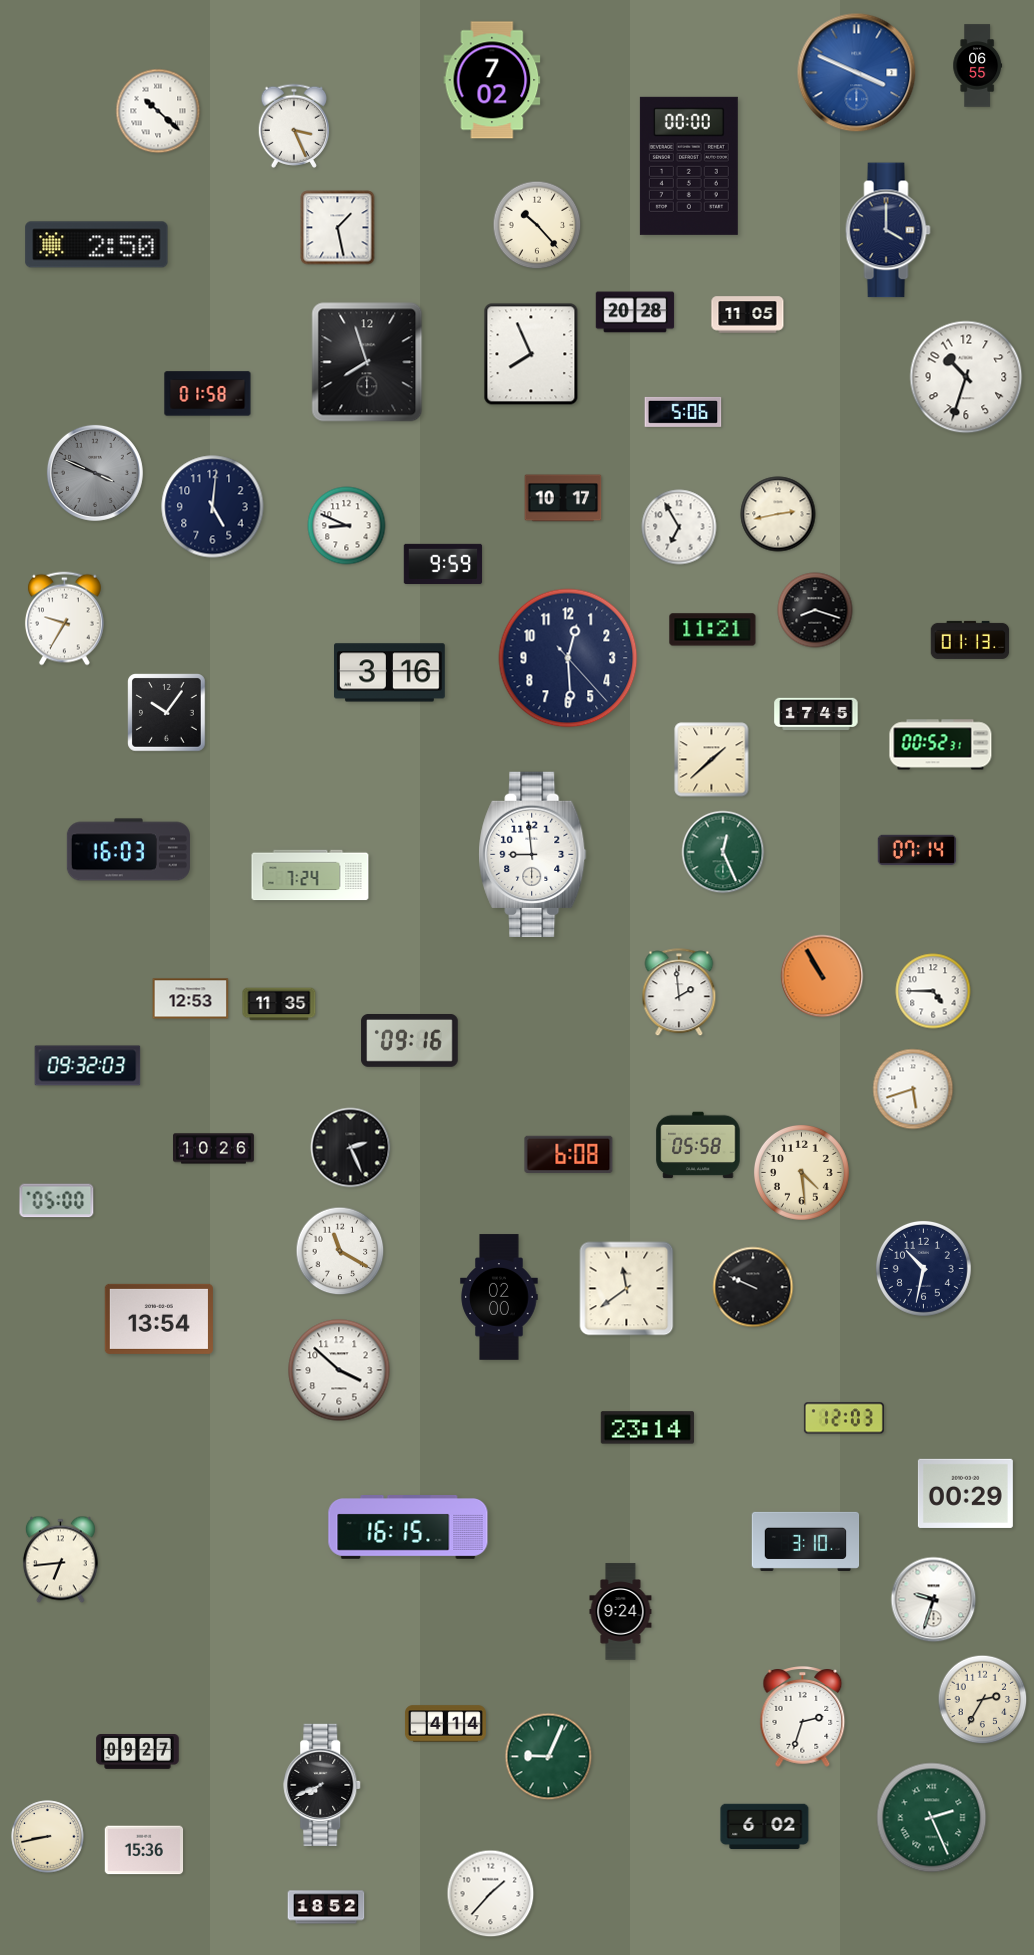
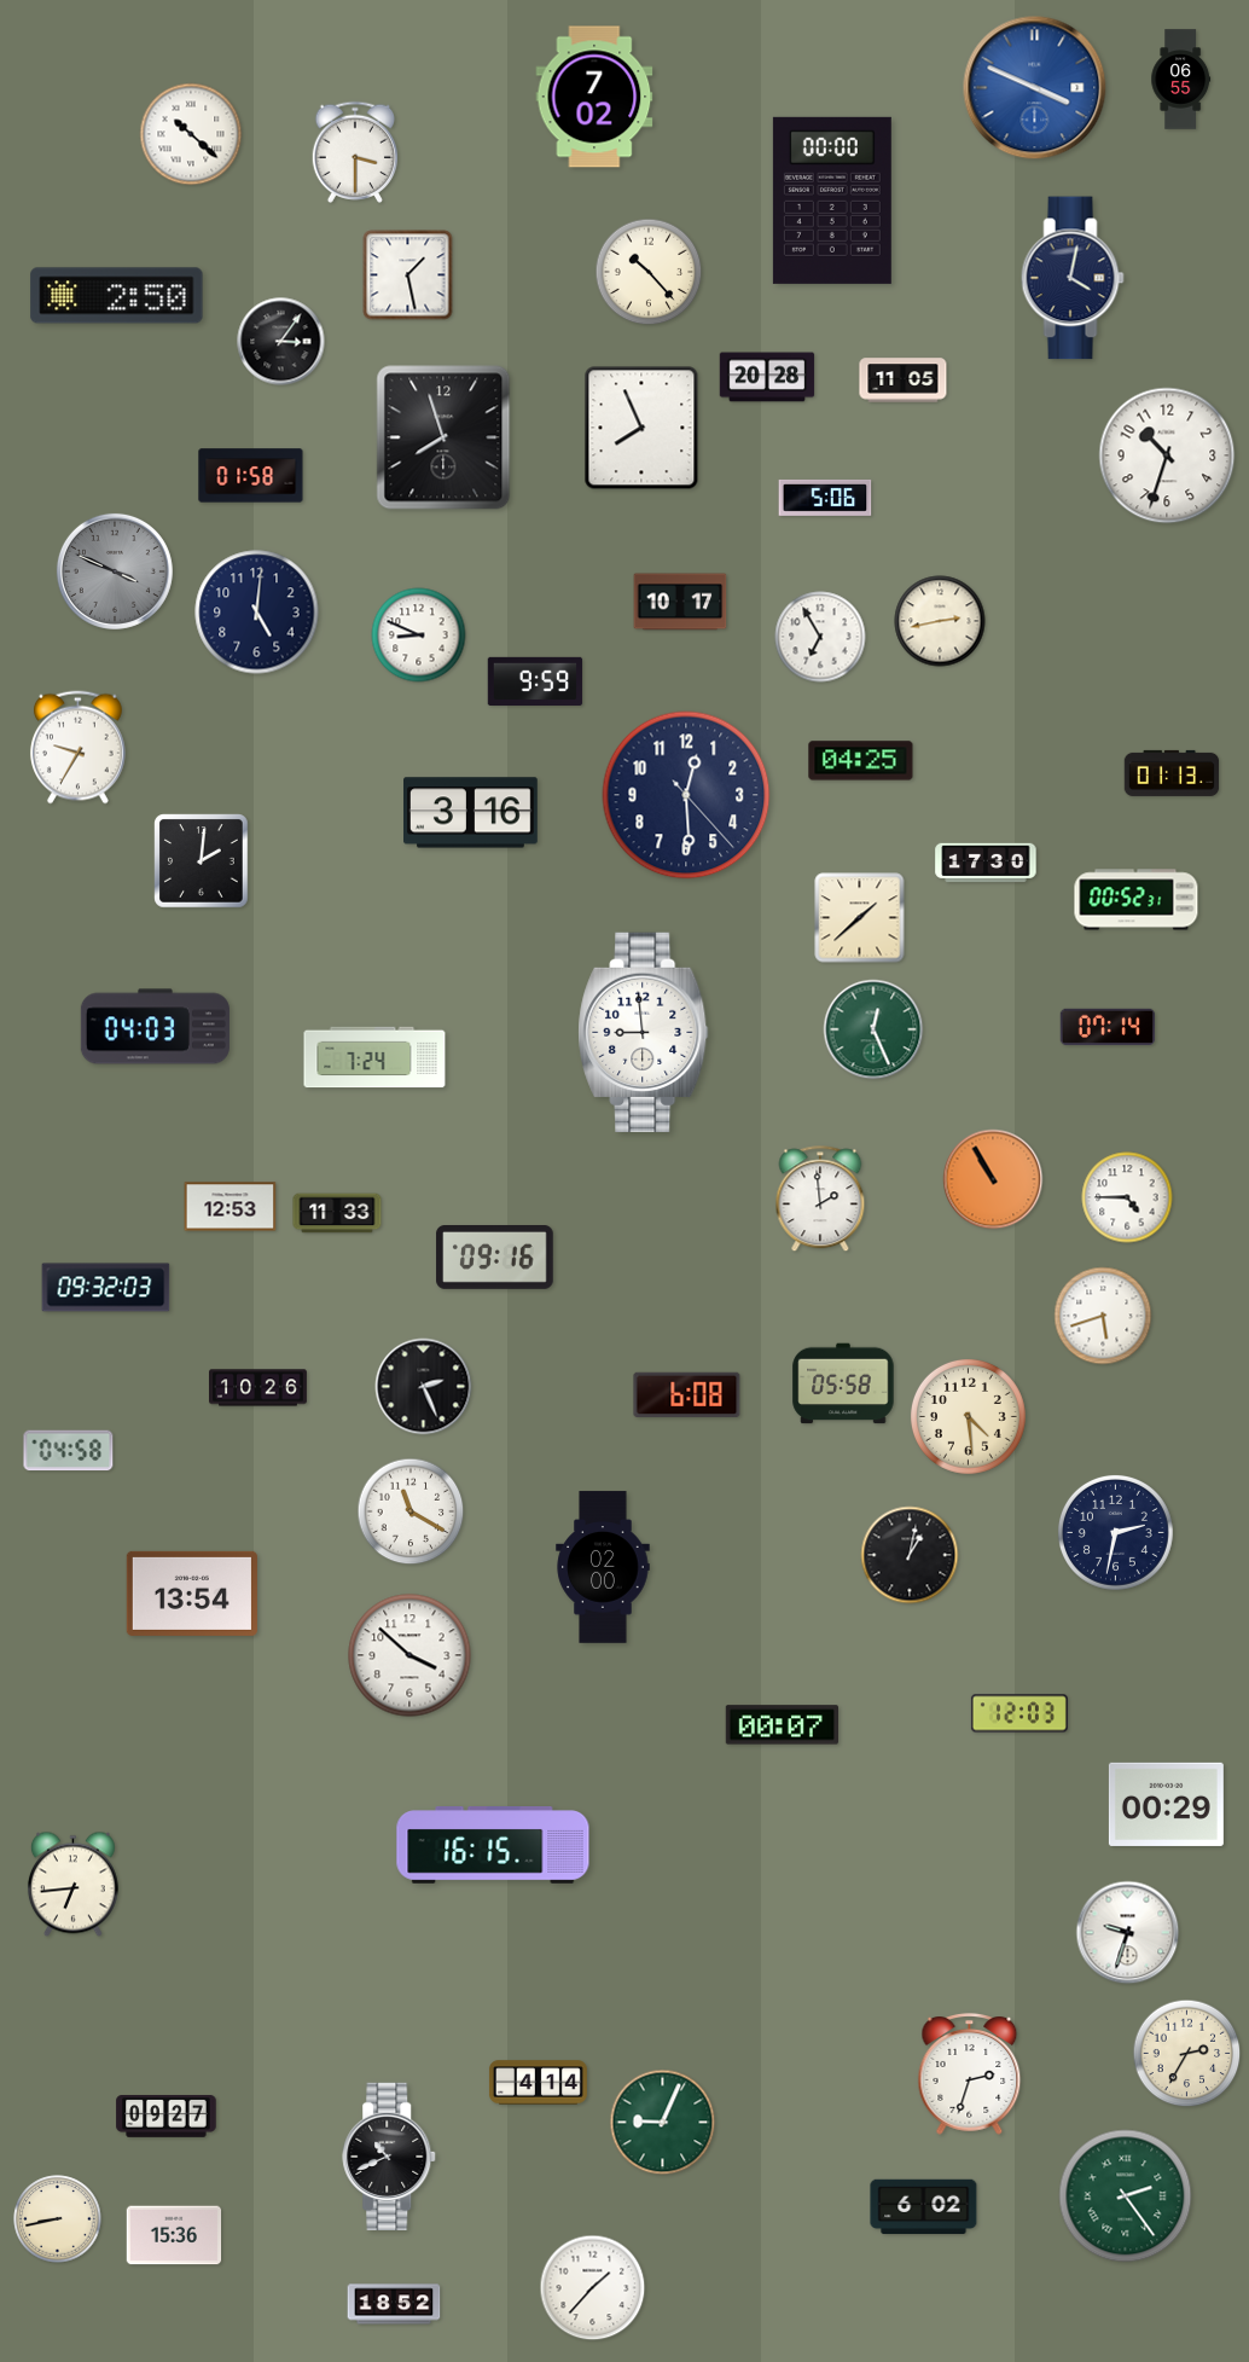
clock at (294, 126): 3:26 -> 3:30
clock at (888, 230): 4:00 -> 4:02
clock at (281, 342): none -> 3:06
clock at (815, 610): 8:18 -> none
clock at (713, 630): 11:21 -> 04:25
clock at (167, 713): 10:06 -> 2:01
clock at (816, 714): 17:45 -> 17:30
clock at (128, 850): 16:03 -> 04:03
clock at (279, 1004): 11:35 -> 11:33
clock at (57, 1201): 05:00 -> 04:58
clock at (923, 1268): 10:32 -> 2:32
clock at (753, 1287): 9:49 -> 1:02
clock at (627, 1289): 11:39 -> none
clock at (647, 1428): 23:14 -> 00:07
clock at (806, 1541): 3:10 -> none
clock at (621, 1612): 9:24 -> none
clock at (323, 1784): 7:41 -> 10:41
clock at (932, 1818): 2:26 -> 2:24
